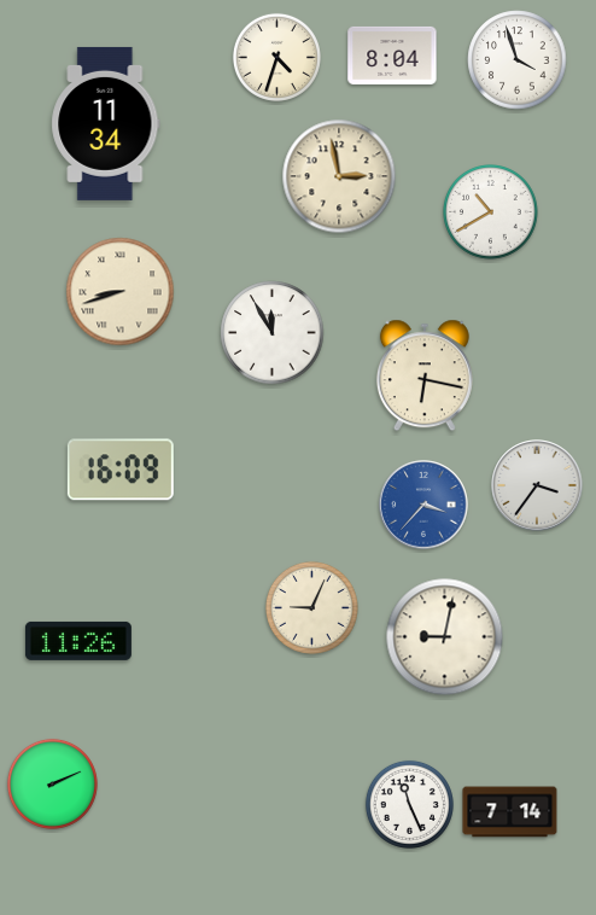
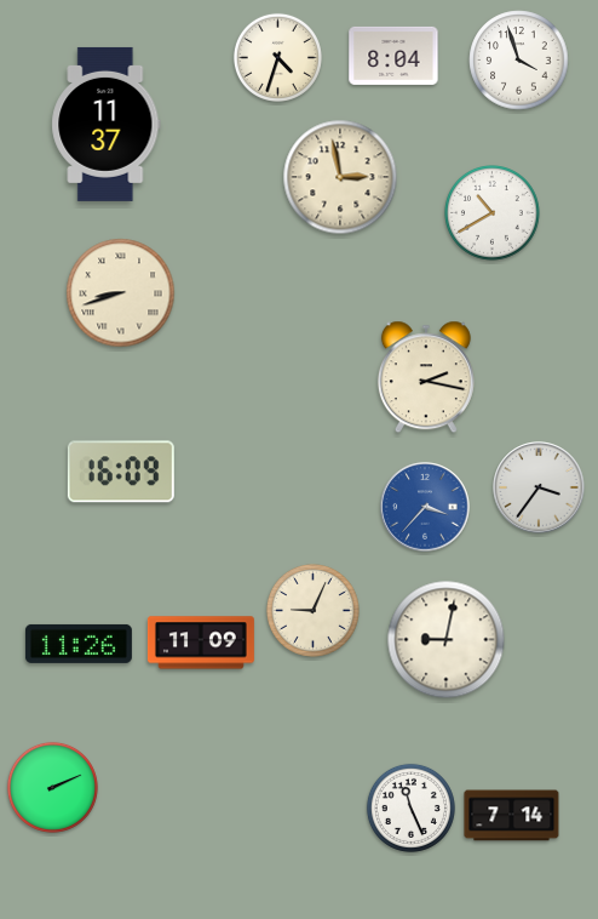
clock at (106, 123): 11:34 -> 11:37
clock at (273, 333): 11:55 -> none
clock at (425, 375): 6:17 -> 2:17
clock at (201, 643): none -> 11:09
